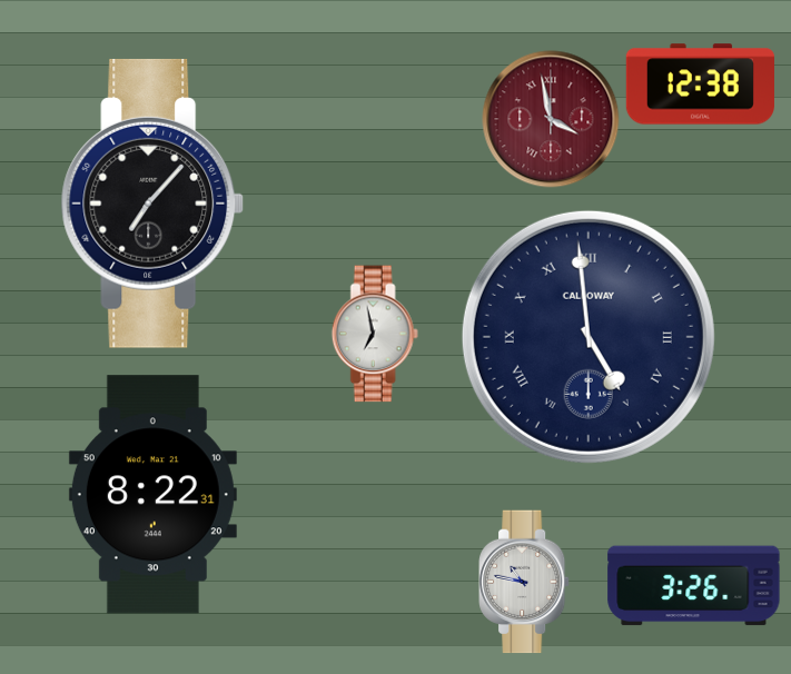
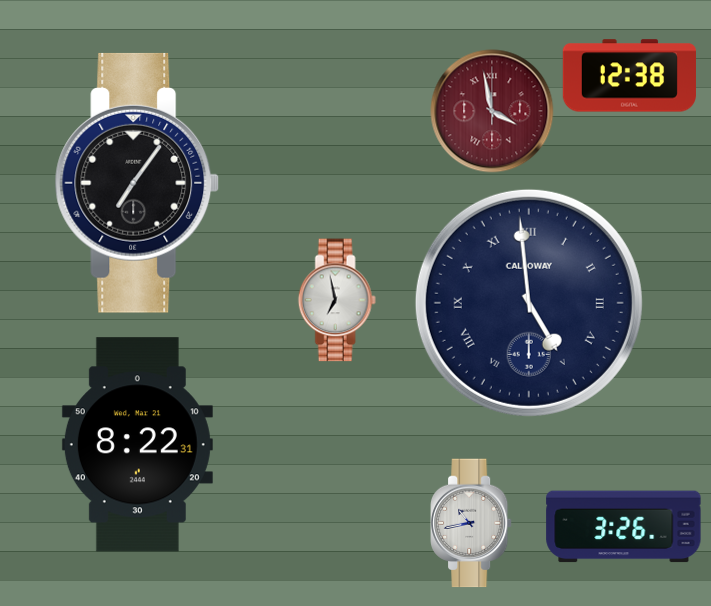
clock at (551, 119) position: (551, 119) -> (492, 111)
clock at (152, 204): 7:07 -> 7:06
clock at (525, 582): 10:47 -> 10:43
